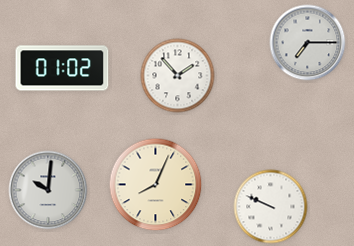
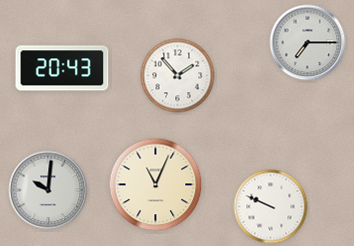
clock at (62, 68): 01:02 -> 20:43
clock at (156, 185): 8:04 -> 11:04
